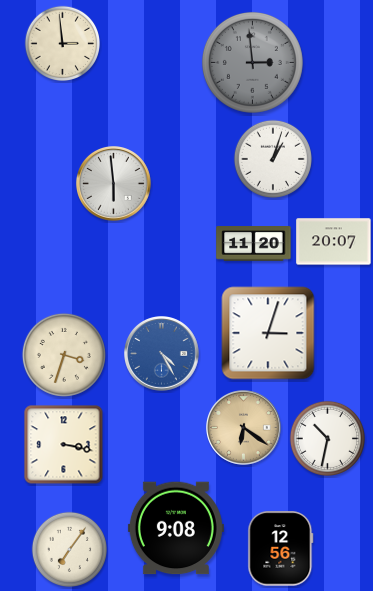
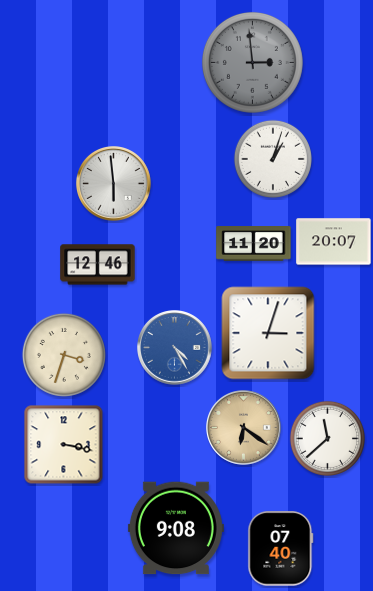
clock at (62, 43): 2:59 -> none
clock at (98, 265): none -> 12:46
clock at (162, 354) position: (162, 354) -> (175, 348)
clock at (327, 438): 10:32 -> 11:38
clock at (69, 549): 7:06 -> none
clock at (281, 549): 12:56 -> 07:40
